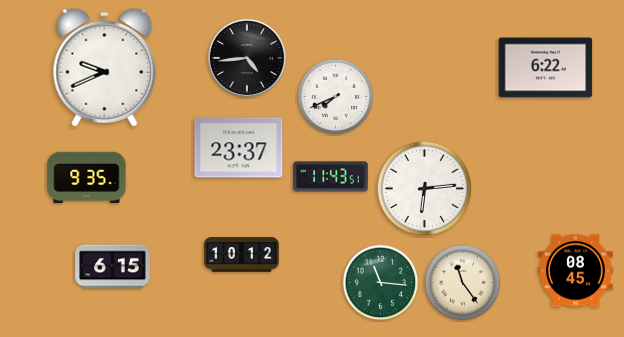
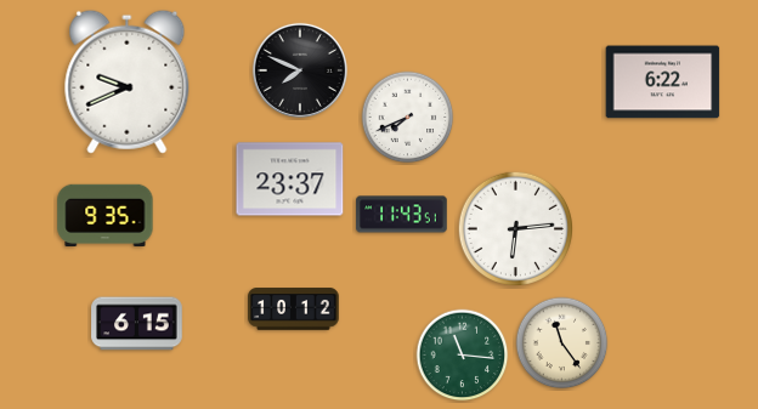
clock at (247, 58): 4:44 -> 7:49
clock at (576, 271): 08:45 -> none
clock at (381, 283) position: (381, 283) -> (463, 356)
